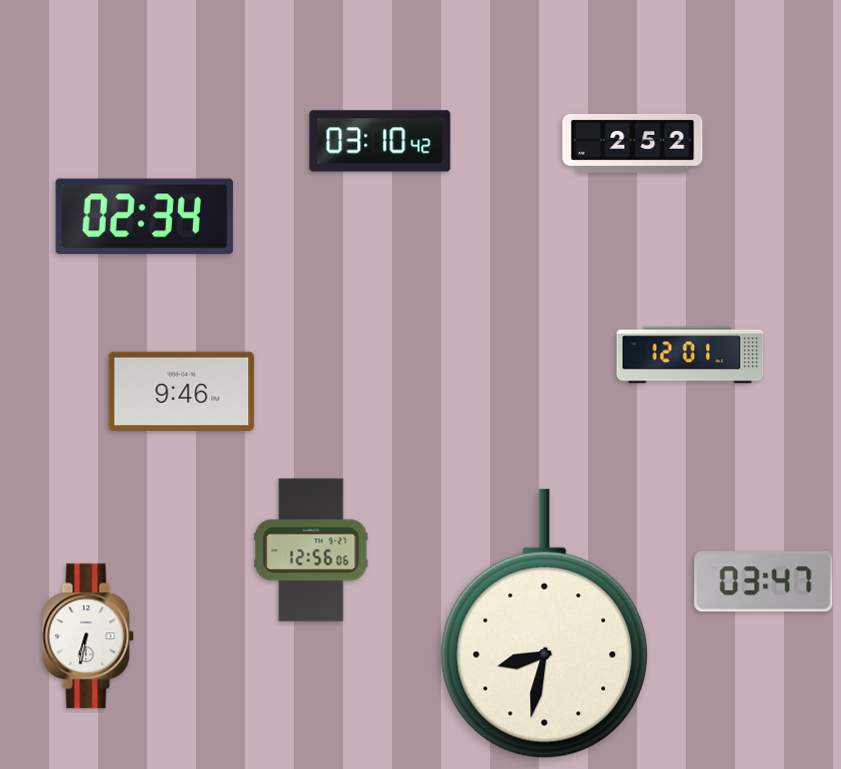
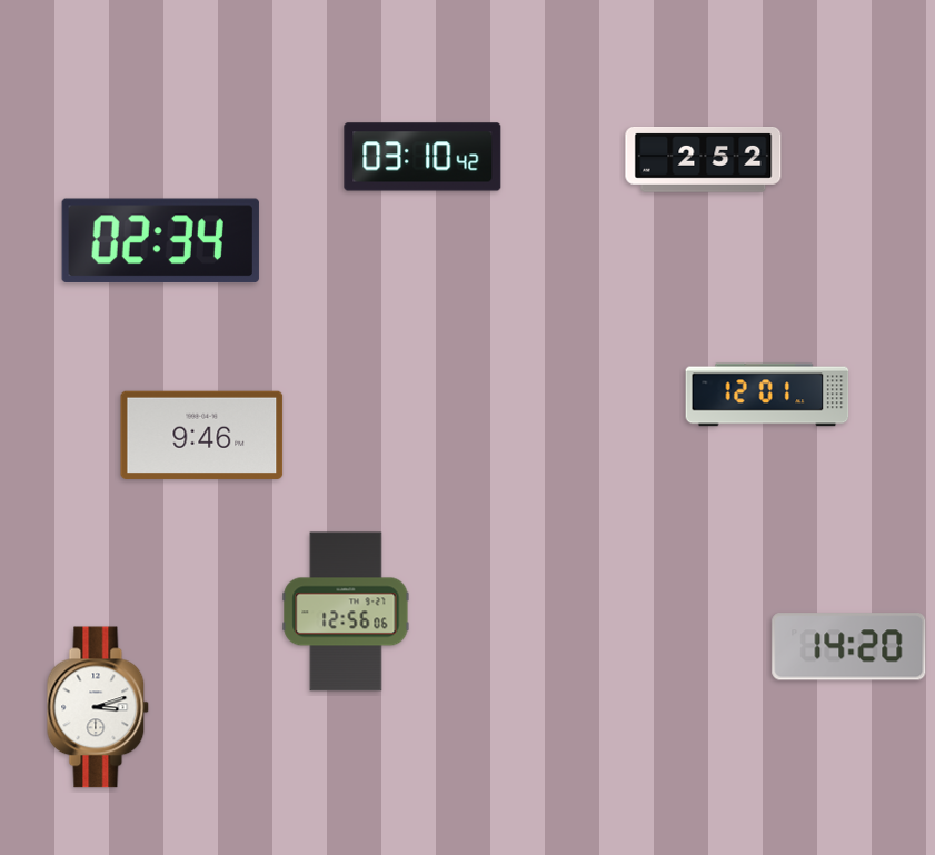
clock at (764, 582): 03:47 -> 14:20
clock at (545, 624): 8:32 -> none
clock at (88, 636): 6:32 -> 3:12
